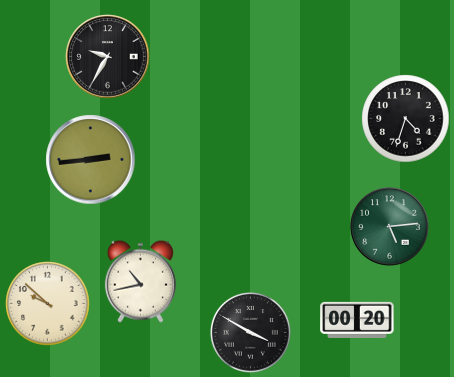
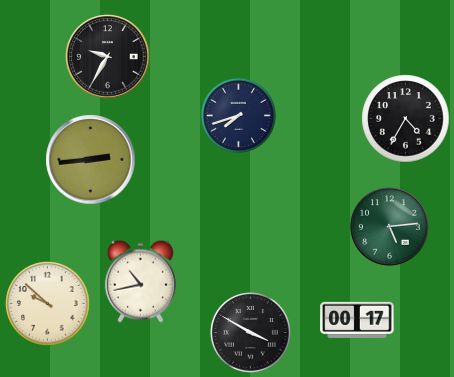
clock at (238, 115): none -> 7:42
clock at (406, 119): 4:33 -> 4:35
clock at (357, 320): 00:20 -> 00:17
